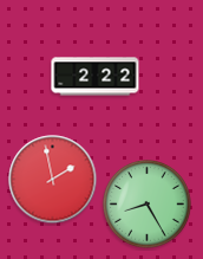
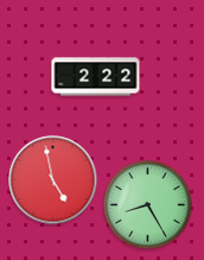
clock at (53, 180): 1:58 -> 4:58
